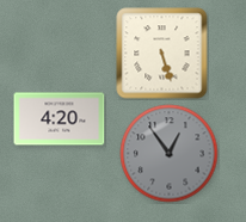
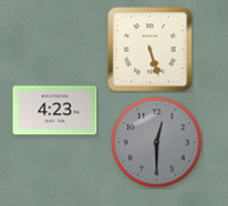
clock at (60, 119): 4:20 -> 4:23
clock at (170, 154): 12:54 -> 12:30
